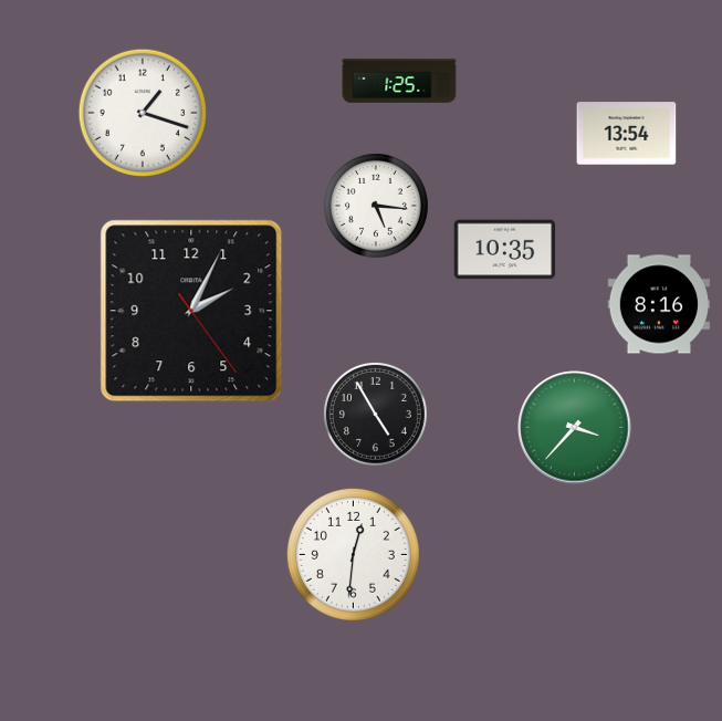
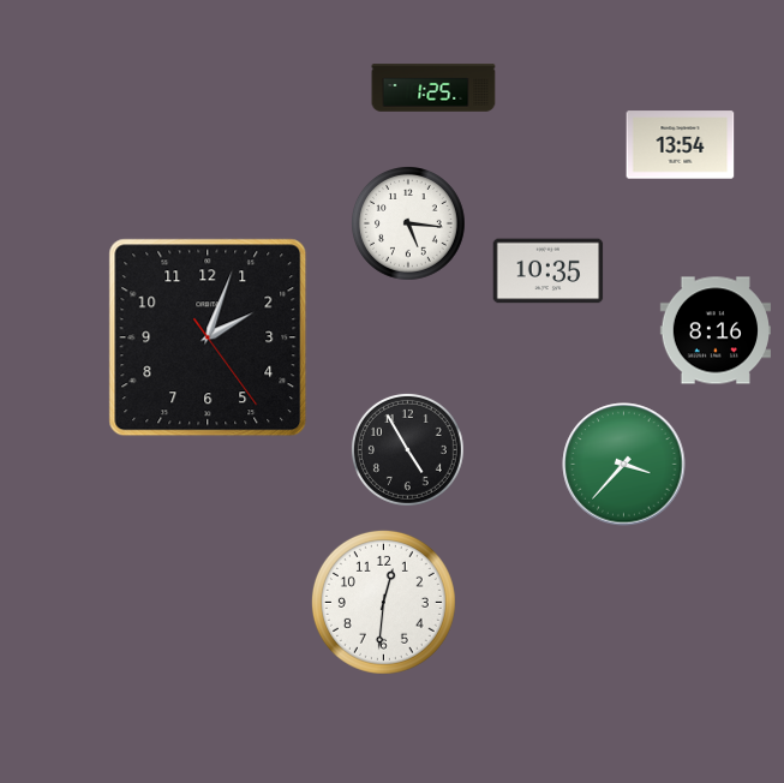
clock at (143, 113): 1:18 -> none
clock at (191, 311): 2:04 -> 2:03
